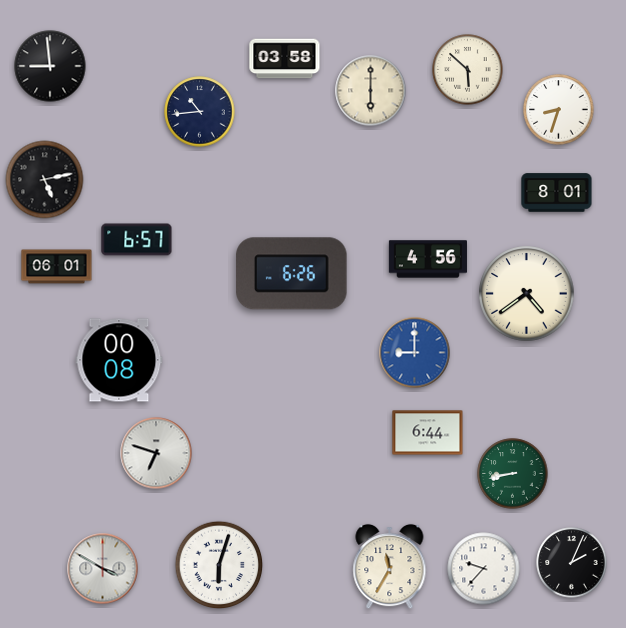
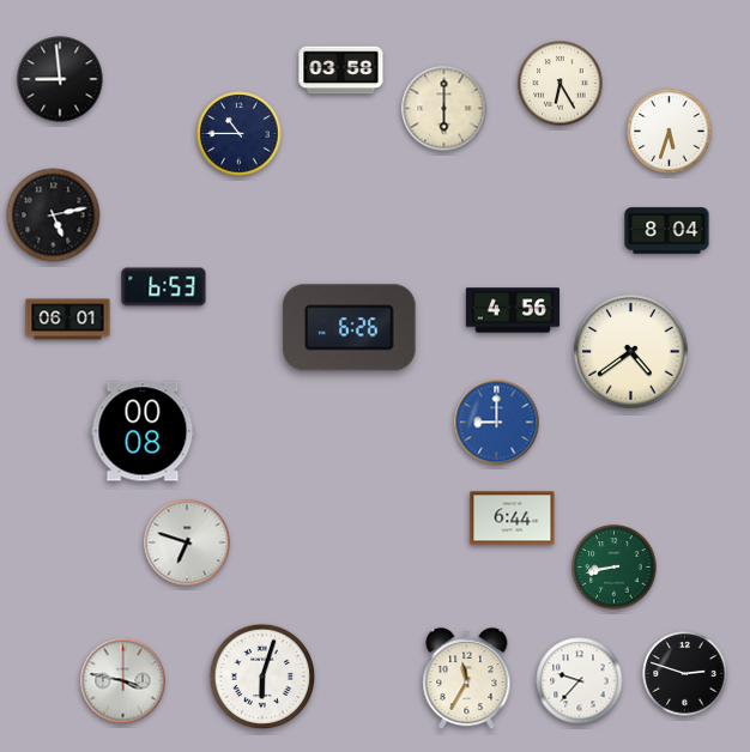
clock at (468, 70): 5:52 -> 6:25
clock at (559, 110): 8:33 -> 5:33
clock at (200, 112): 10:44 -> 10:45
clock at (557, 193): 8:01 -> 8:04
clock at (137, 240): 6:57 -> 6:53
clock at (572, 563): 2:04 -> 2:48
clock at (103, 569): 3:50 -> 3:47
